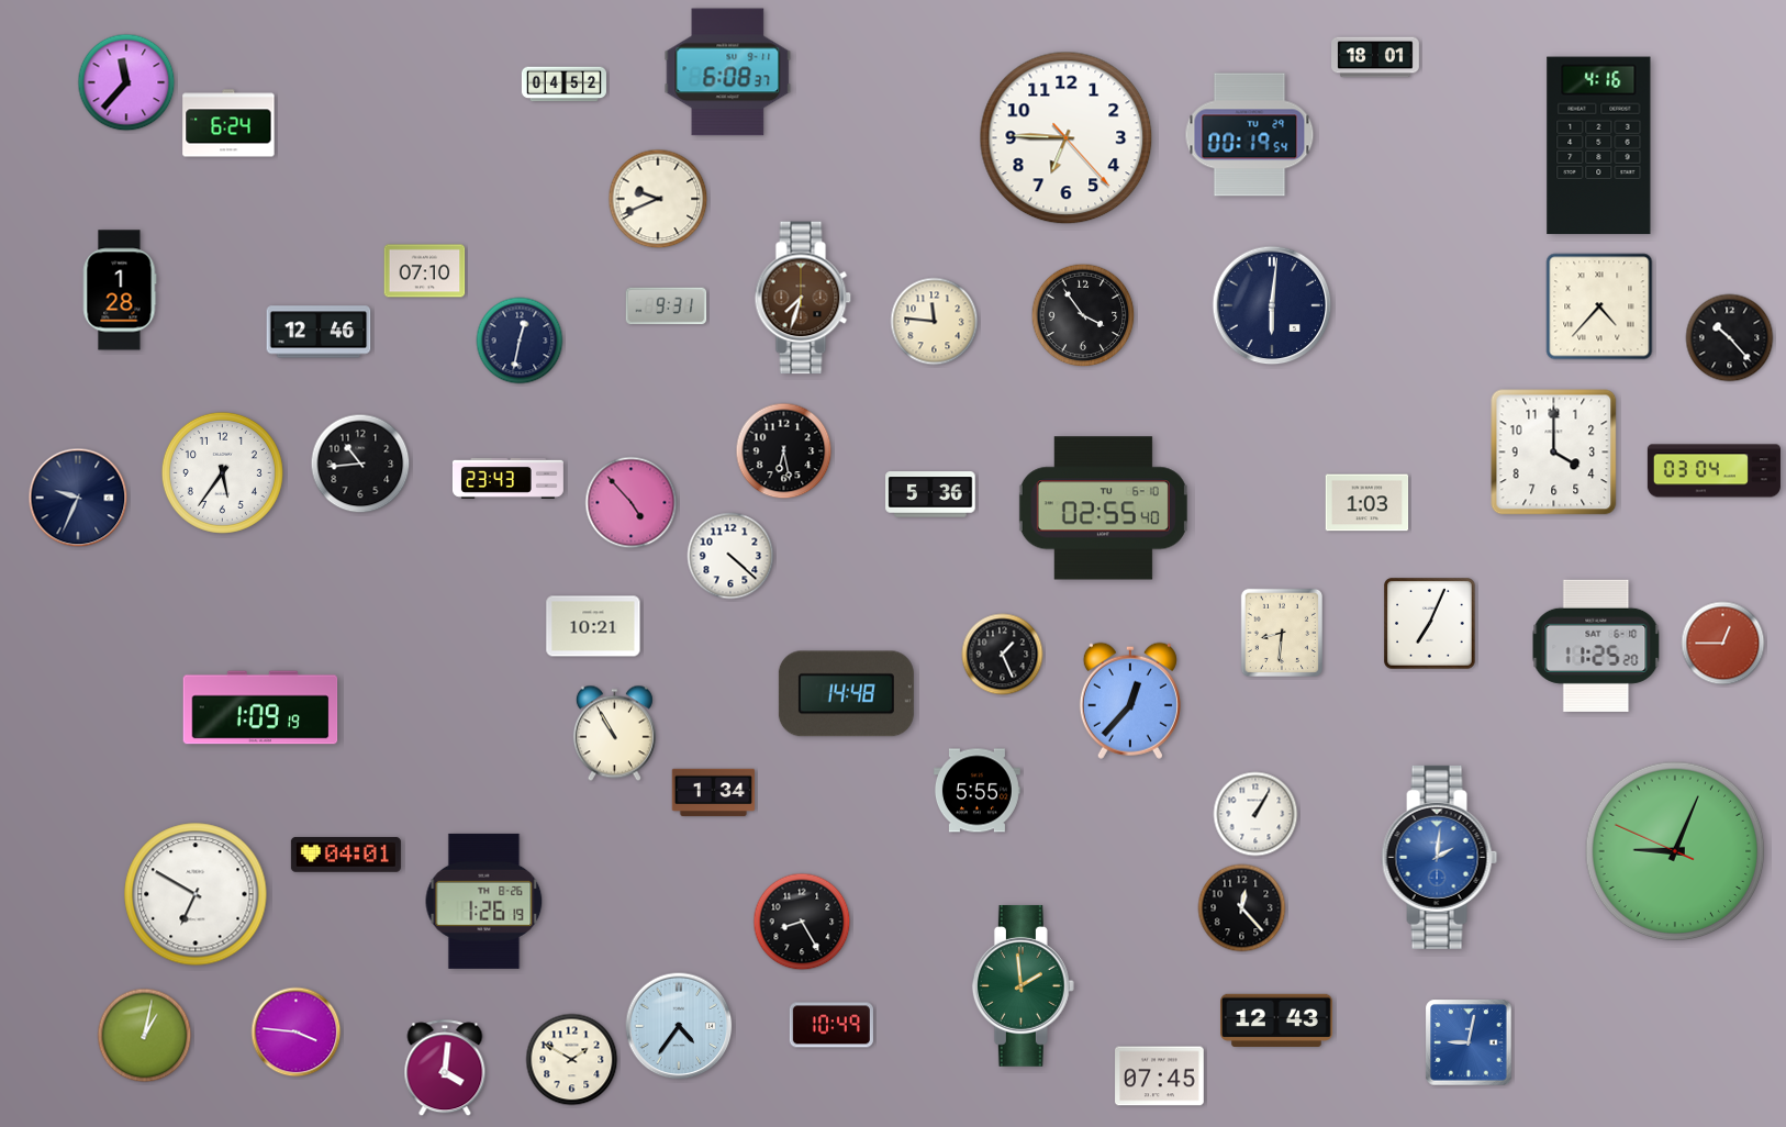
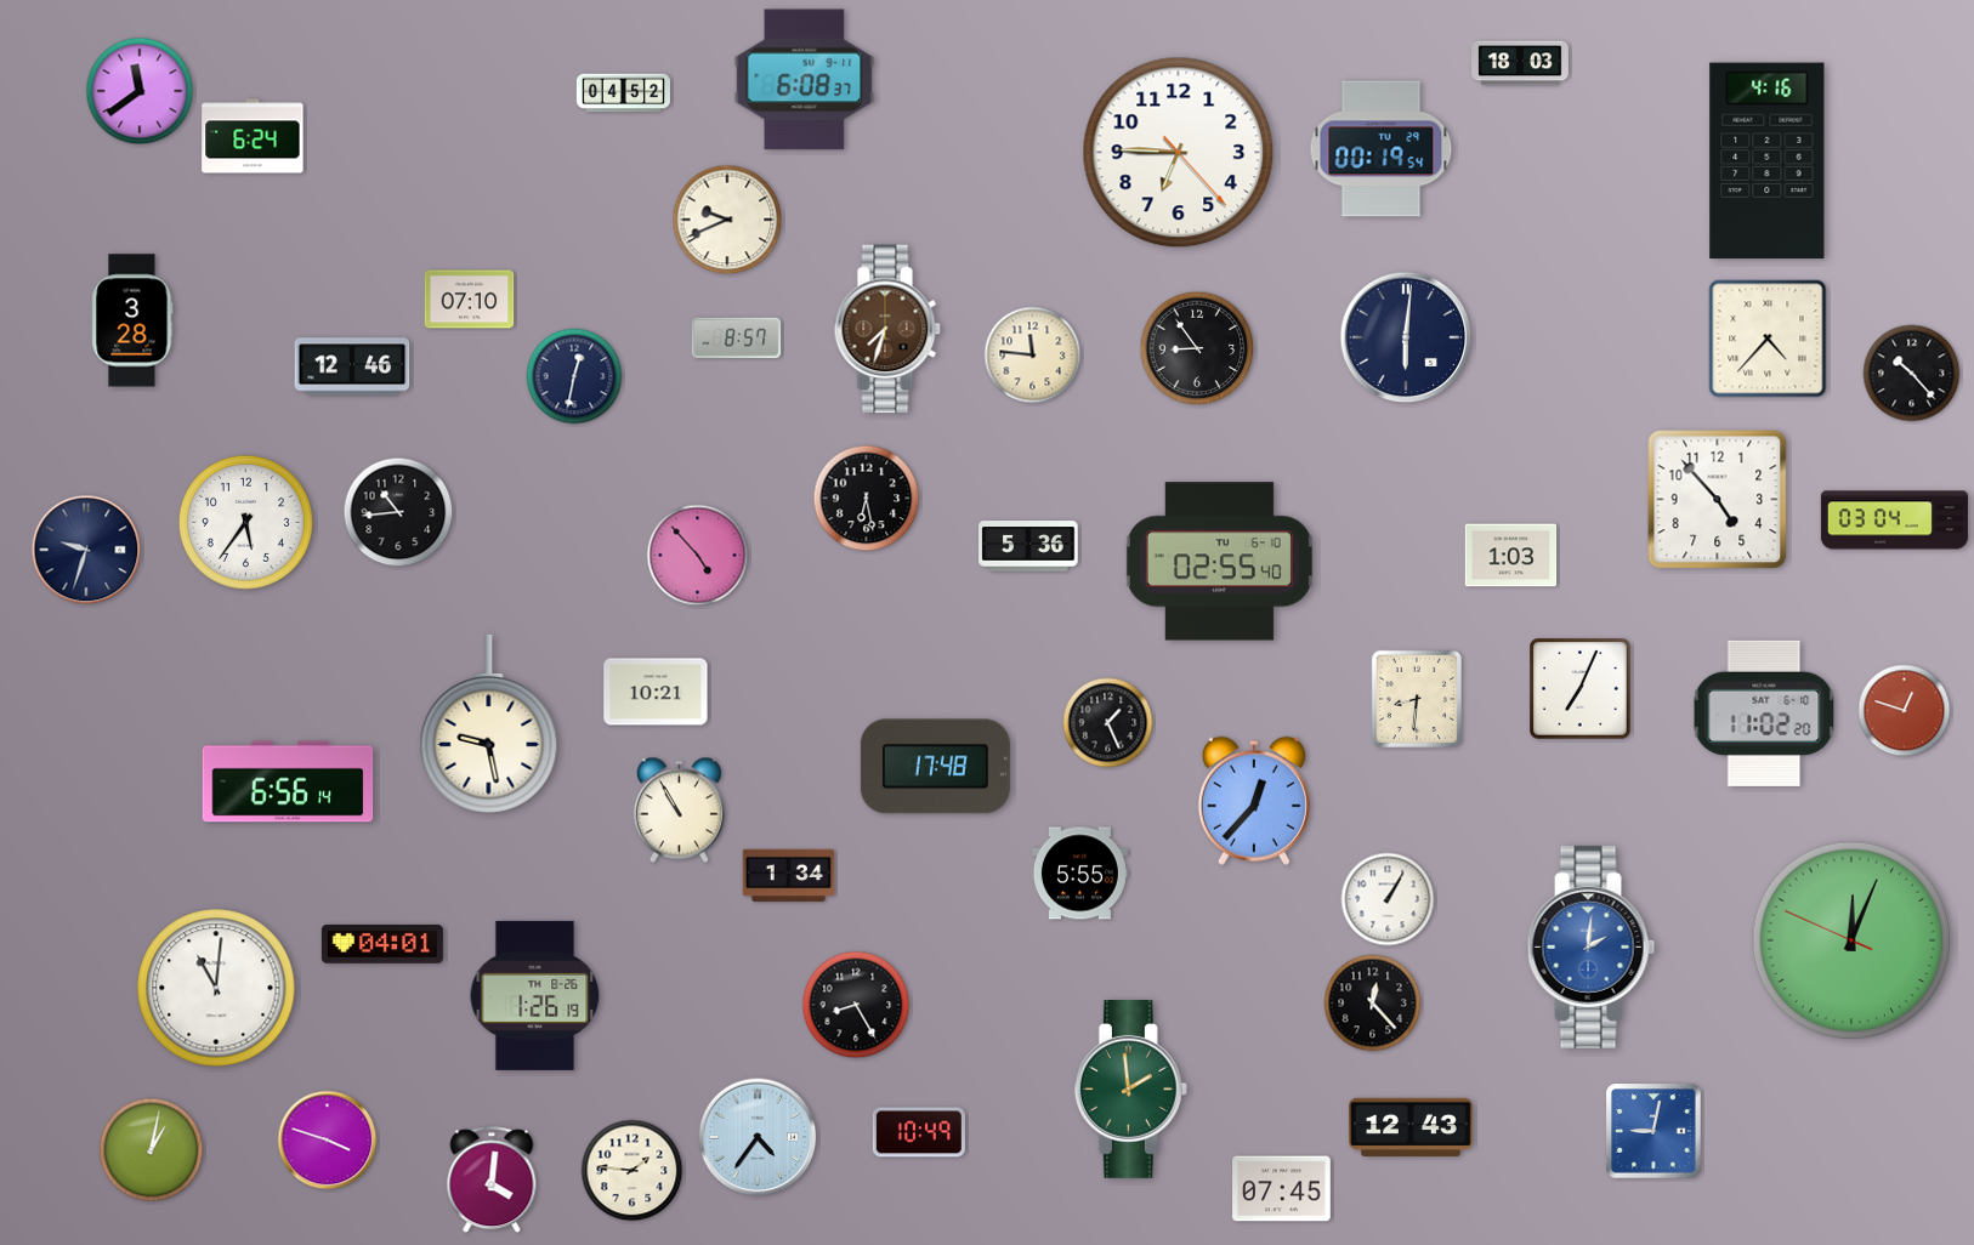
clock at (1375, 57): 18:01 -> 18:03
clock at (126, 82): 11:37 -> 11:39
clock at (120, 290): 1:28 -> 3:28
clock at (667, 306): 9:31 -> 8:57
clock at (1083, 315): 3:54 -> 8:54
clock at (1554, 453): 4:00 -> 4:53
clock at (507, 478): 23:43 -> none
clock at (78, 498): 9:34 -> 9:33
clock at (730, 556): 4:22 -> none
clock at (1723, 644): 12:45 -> 12:48
clock at (1596, 646): 11:25 -> 11:02
clock at (489, 723): none -> 9:28
clock at (846, 694): 14:48 -> 17:48
clock at (1130, 701) position: (1130, 701) -> (1254, 801)
clock at (260, 707): 1:09 -> 6:56
clock at (1675, 851): 9:03 -> 12:03
clock at (196, 894): 6:50 -> 11:01
clock at (802, 922) position: (802, 922) -> (856, 1005)
clock at (679, 1026) position: (679, 1026) -> (758, 1137)
clock at (297, 1033): 3:46 -> 3:48
clock at (145, 1036) position: (145, 1036) -> (152, 1150)
clock at (1469, 1042) position: (1469, 1042) -> (1653, 1131)
clock at (572, 1060): 1:50 -> 1:46
